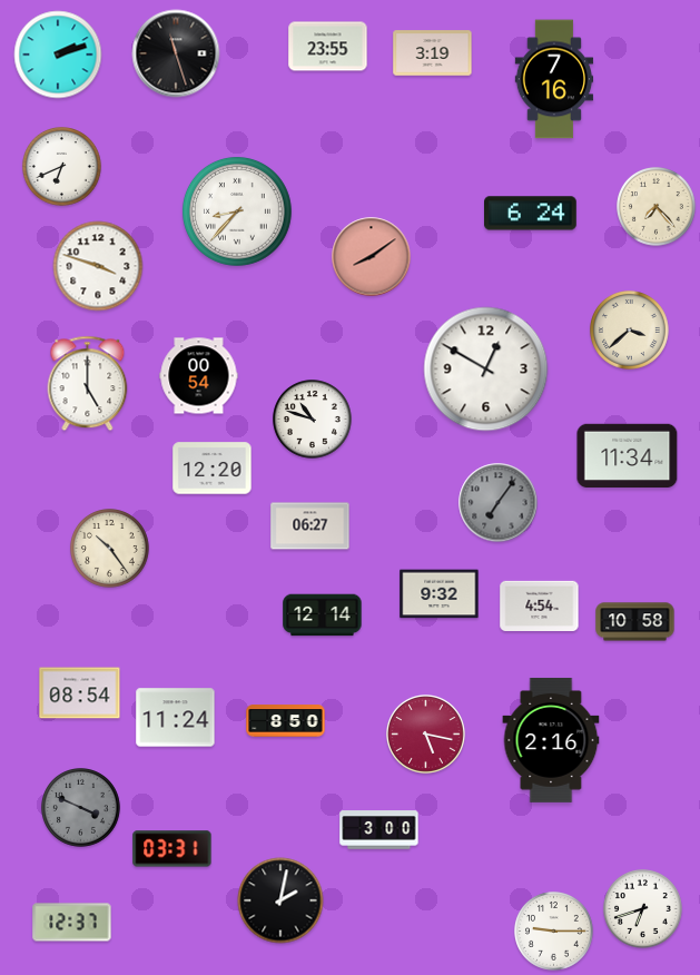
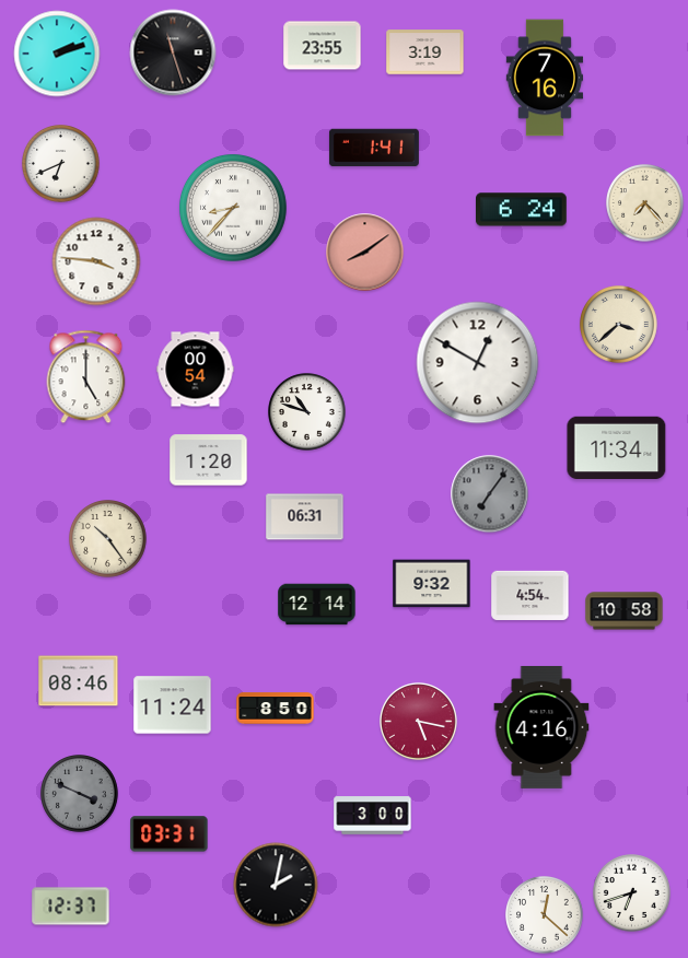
clock at (374, 148): none -> 1:41
clock at (98, 266): 3:48 -> 3:46
clock at (213, 469): 12:20 -> 1:20
clock at (310, 526): 06:27 -> 06:31
clock at (80, 693): 08:54 -> 08:46
clock at (286, 721) position: (286, 721) -> (276, 709)
clock at (551, 740): 2:16 -> 4:16
clock at (554, 932): 9:15 -> 12:22
